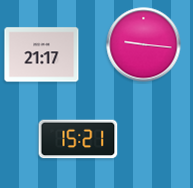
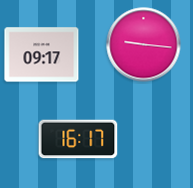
clock at (42, 55): 21:17 -> 09:17
clock at (78, 139): 15:21 -> 16:17
